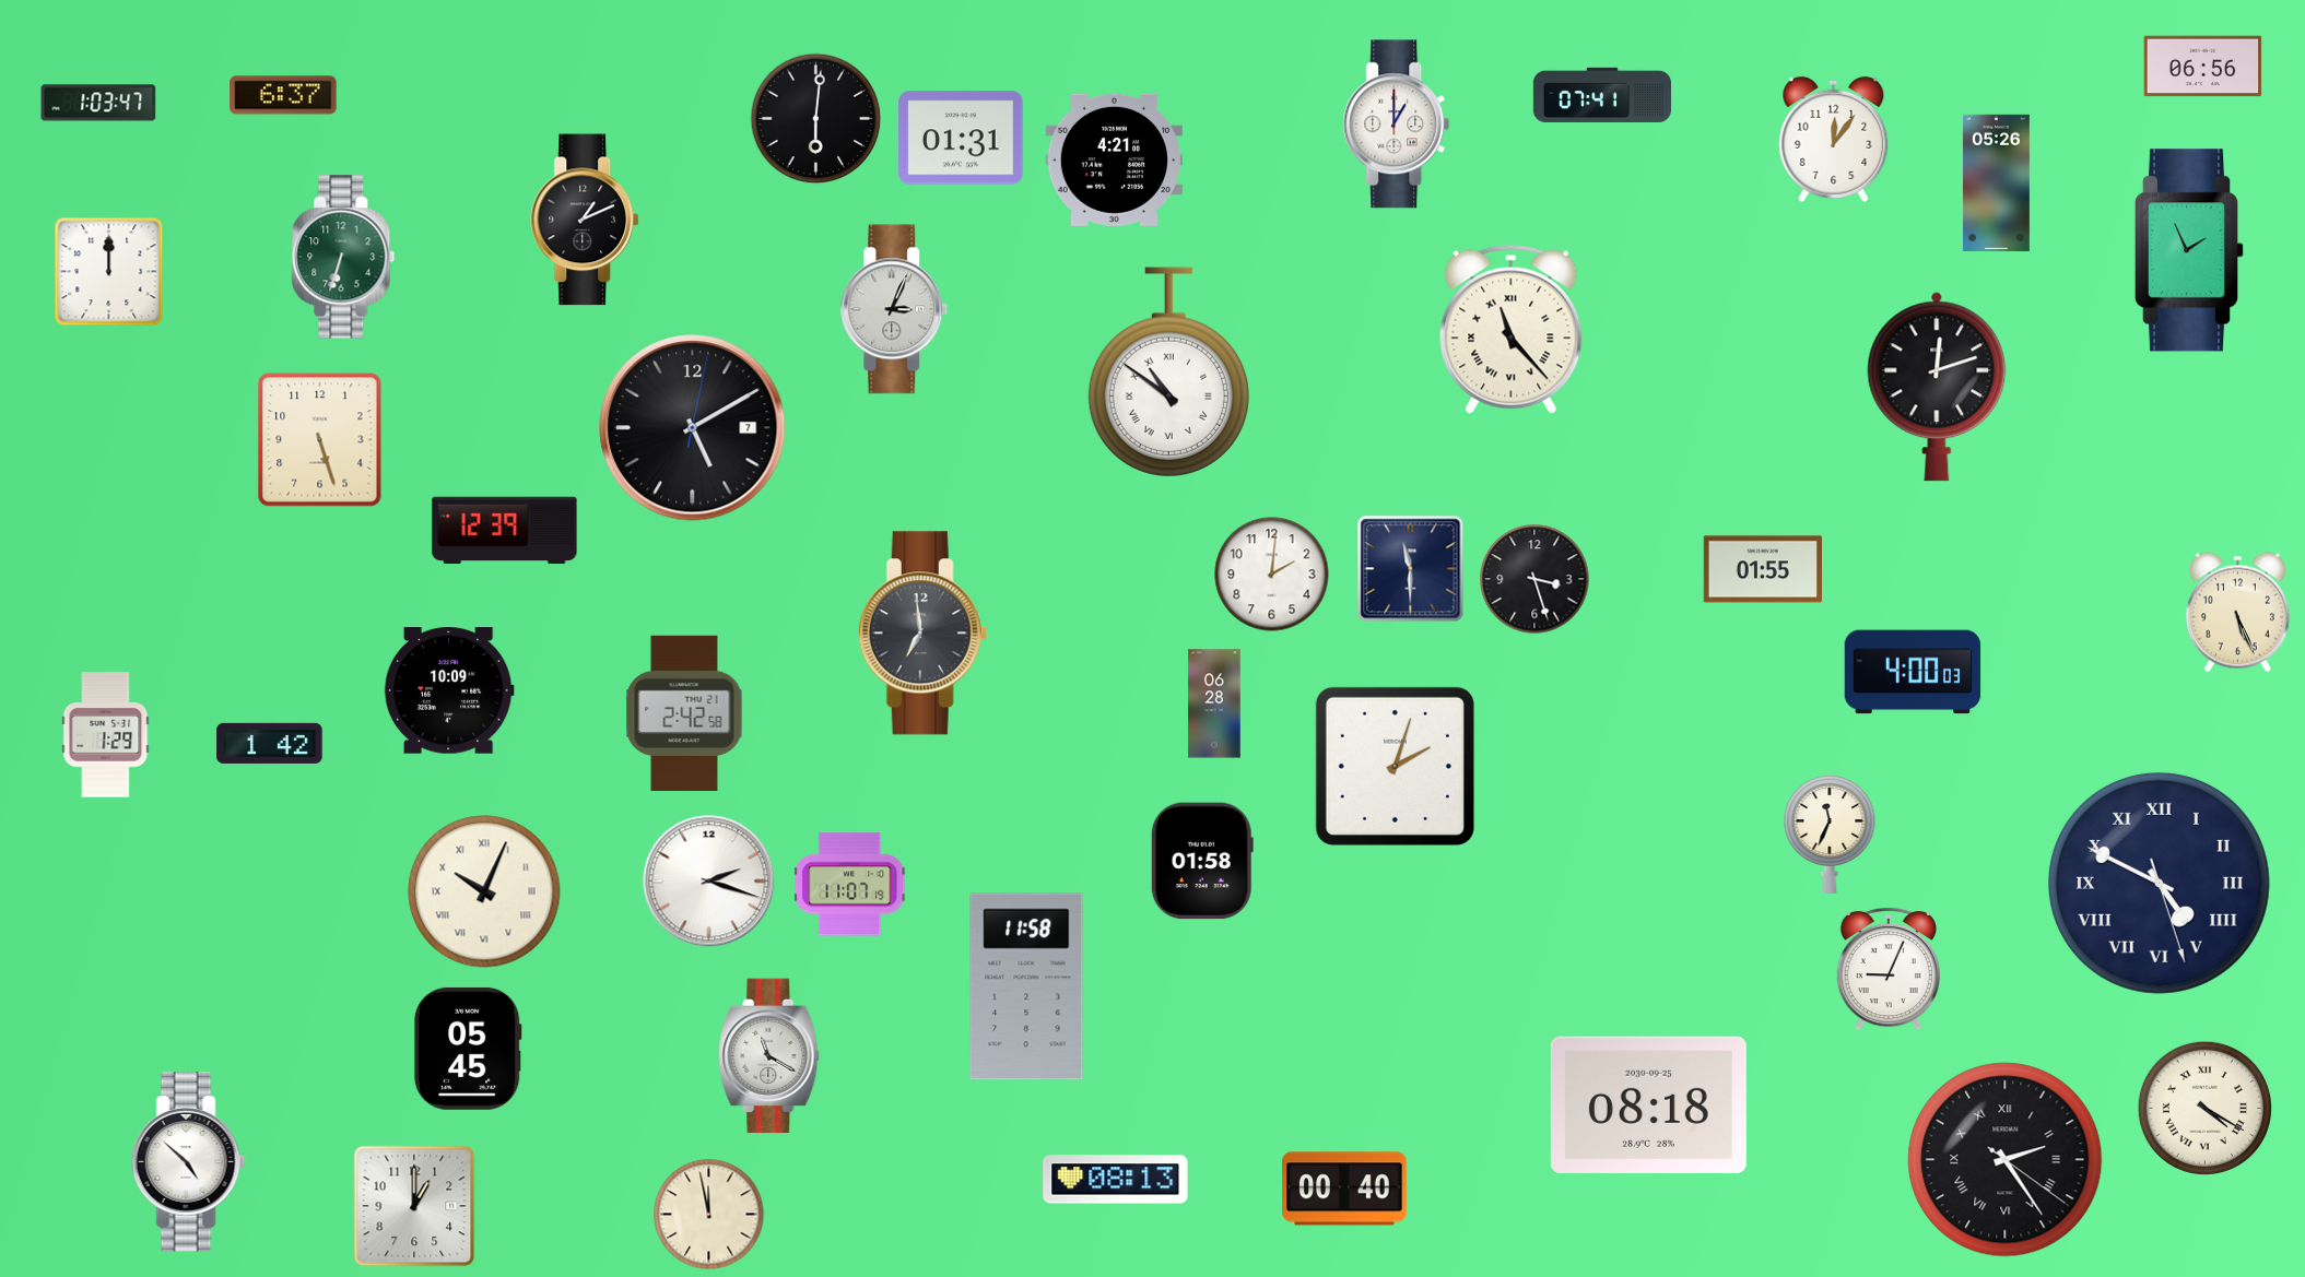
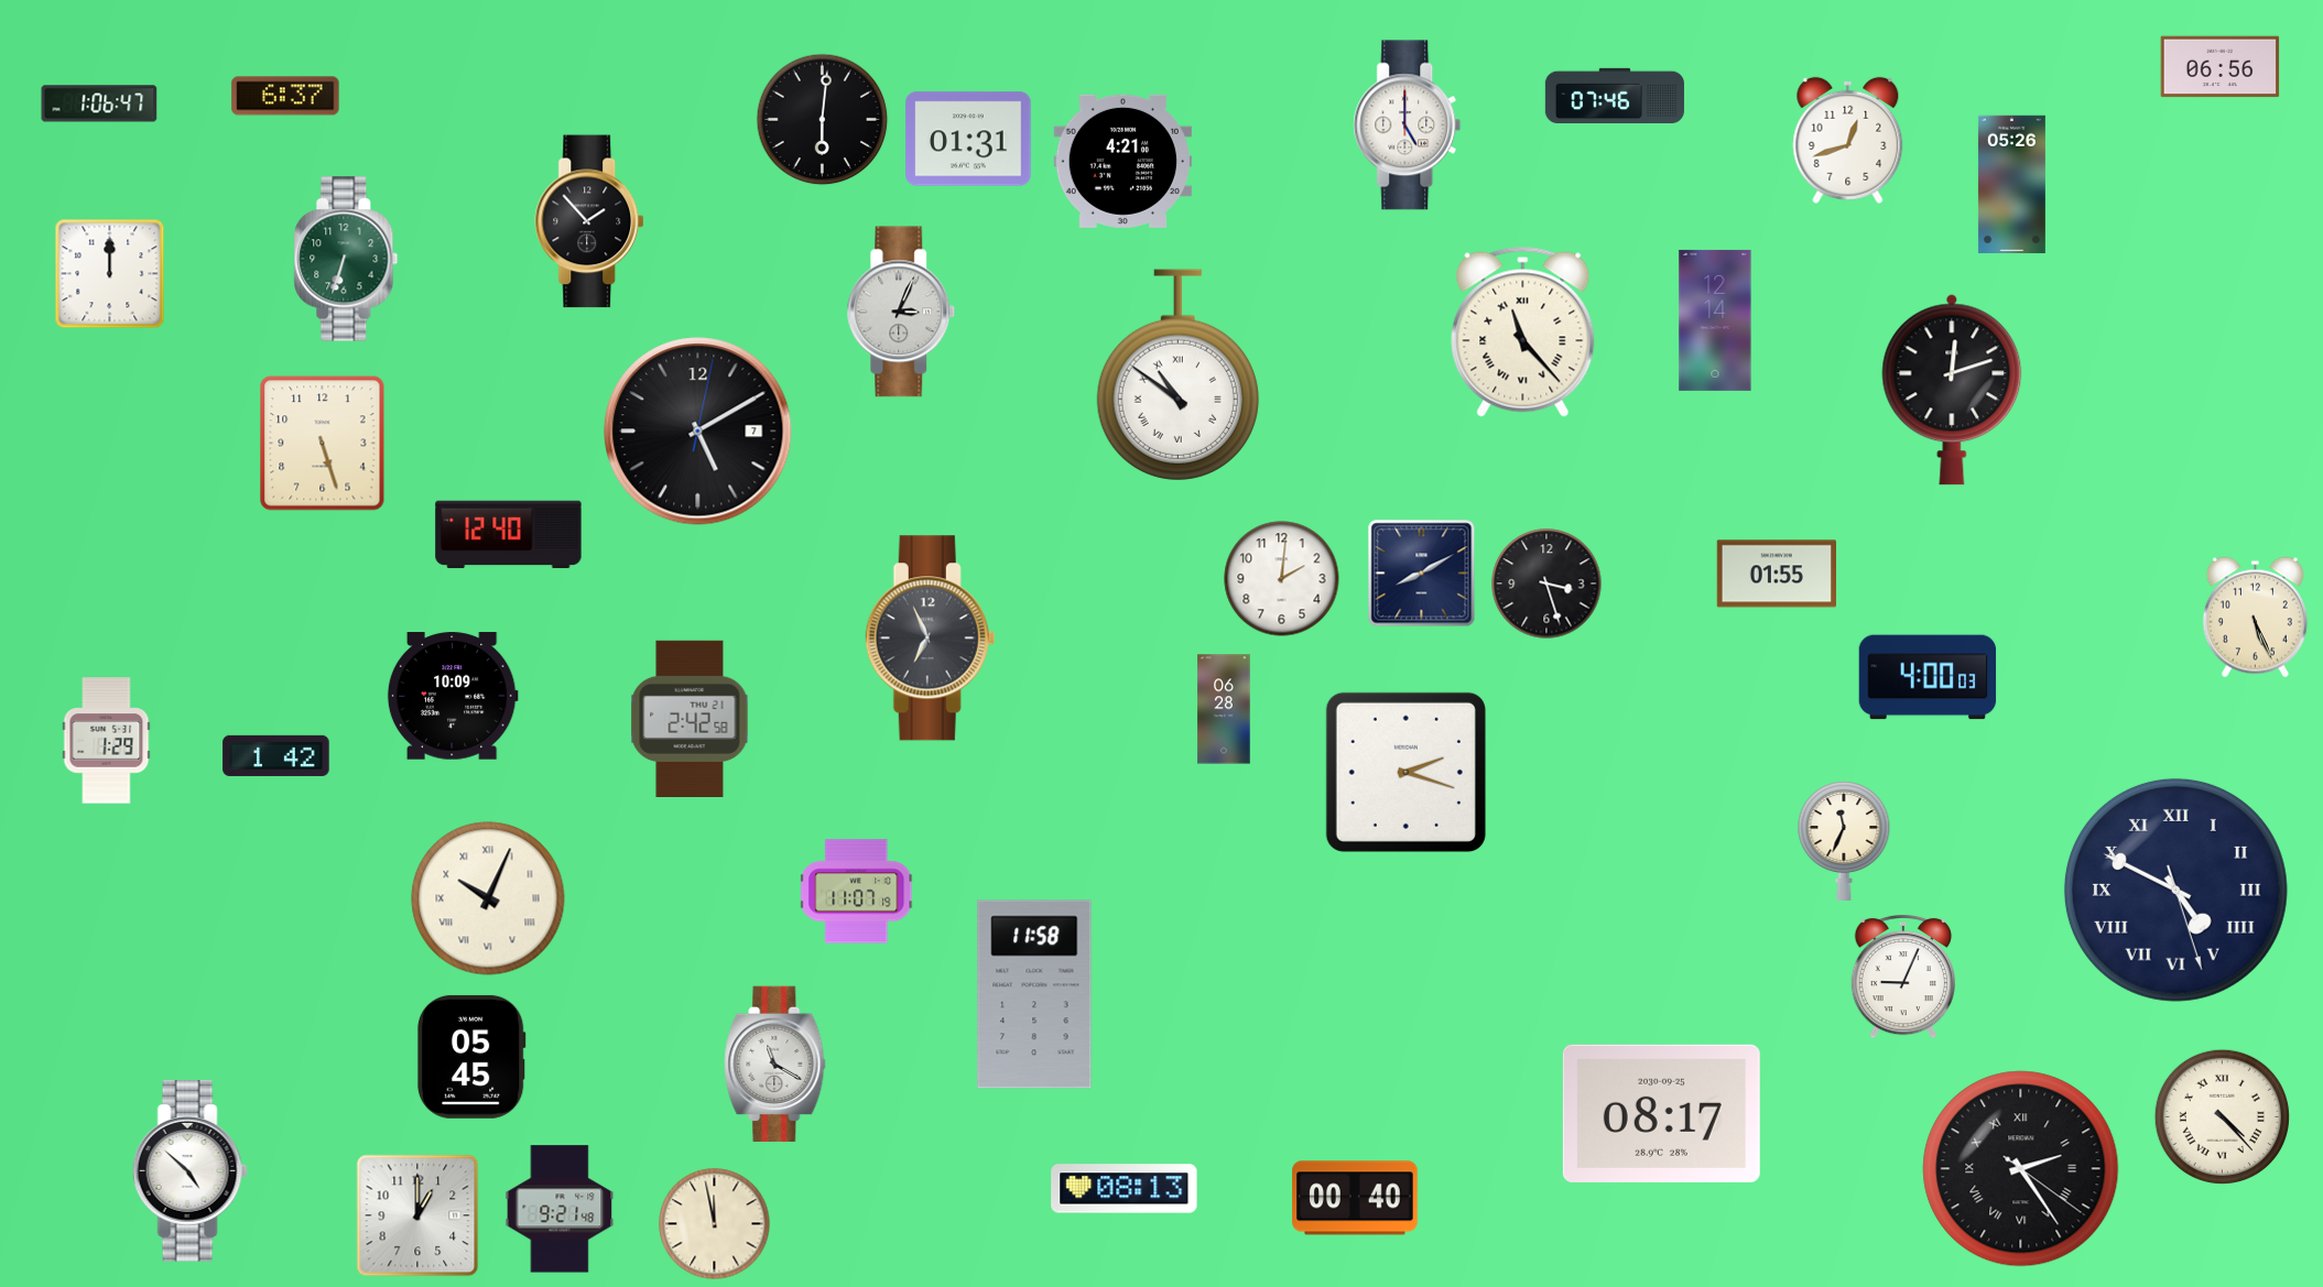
clock at (1602, 94): 07:41 -> 07:46
clock at (98, 103): 1:03 -> 1:06
clock at (1397, 125): 1:00 -> 5:00
clock at (1834, 139): 12:06 -> 12:42
clock at (586, 220): 1:11 -> 1:53
clock at (2189, 250): 1:56 -> none
clock at (1715, 320): none -> 12:14
clock at (505, 531): 12:39 -> 12:40
clock at (1411, 569): 11:30 -> 8:10
clock at (924, 634): 6:59 -> 6:56
clock at (270, 743) position: (270, 743) -> (276, 755)
clock at (1395, 766): 2:03 -> 2:18
clock at (1202, 861): 01:58 -> none
clock at (709, 882): 2:18 -> none
clock at (1648, 1104): 08:18 -> 08:17
clock at (2204, 1108): 4:20 -> 4:23
clock at (560, 1209): none -> 9:21
